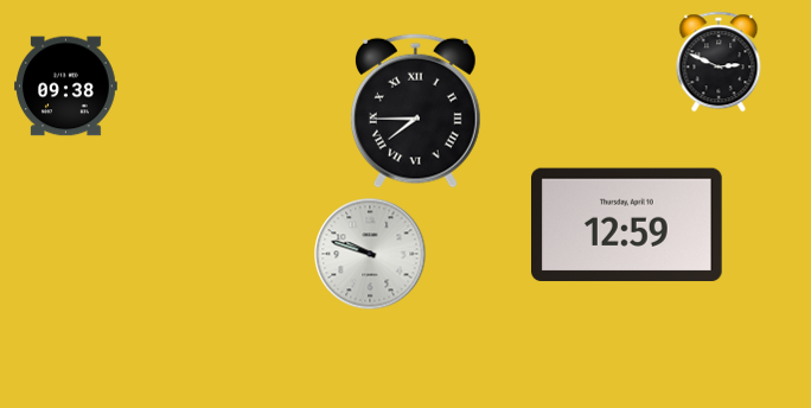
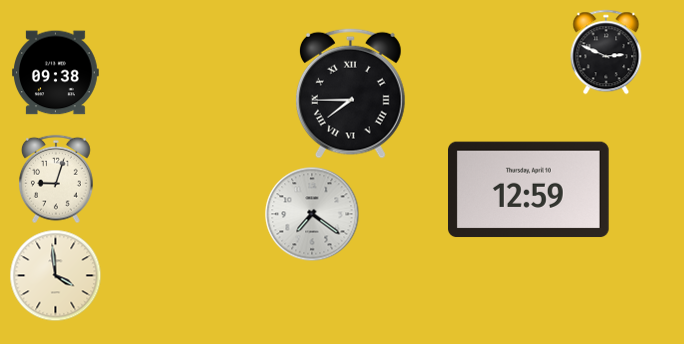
clock at (57, 179): none -> 9:03
clock at (370, 254): 9:48 -> 7:21
clock at (56, 276): none -> 3:59
